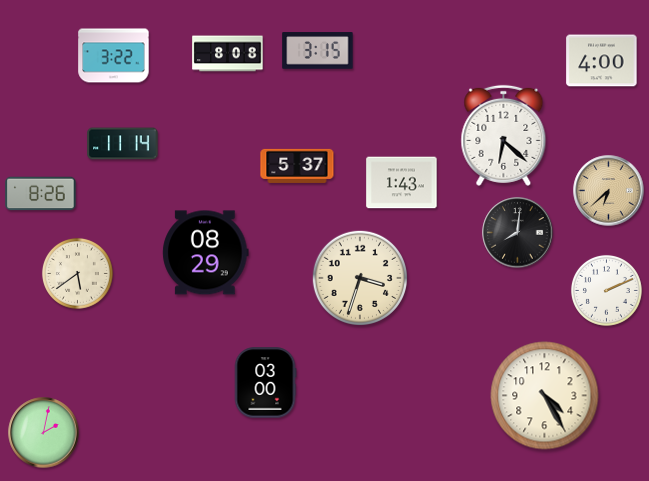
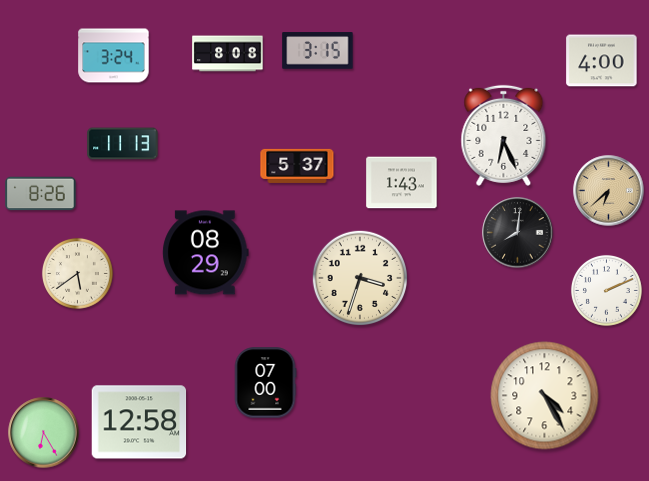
clock at (114, 56): 3:22 -> 3:24
clock at (504, 135): 6:22 -> 6:26
clock at (123, 144): 11:14 -> 11:13
clock at (265, 383): 03:00 -> 07:00
clock at (139, 422): none -> 12:58
clock at (44, 433): 2:02 -> 6:25
